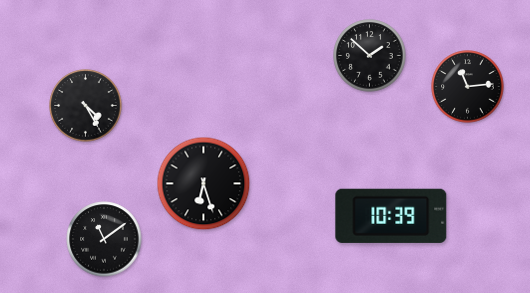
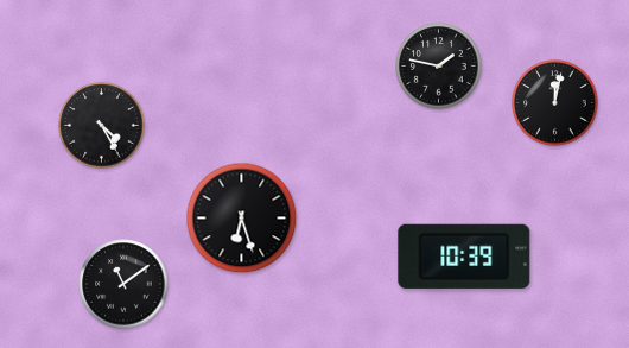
clock at (370, 56): 1:52 -> 1:47
clock at (468, 87): 11:14 -> 12:02
